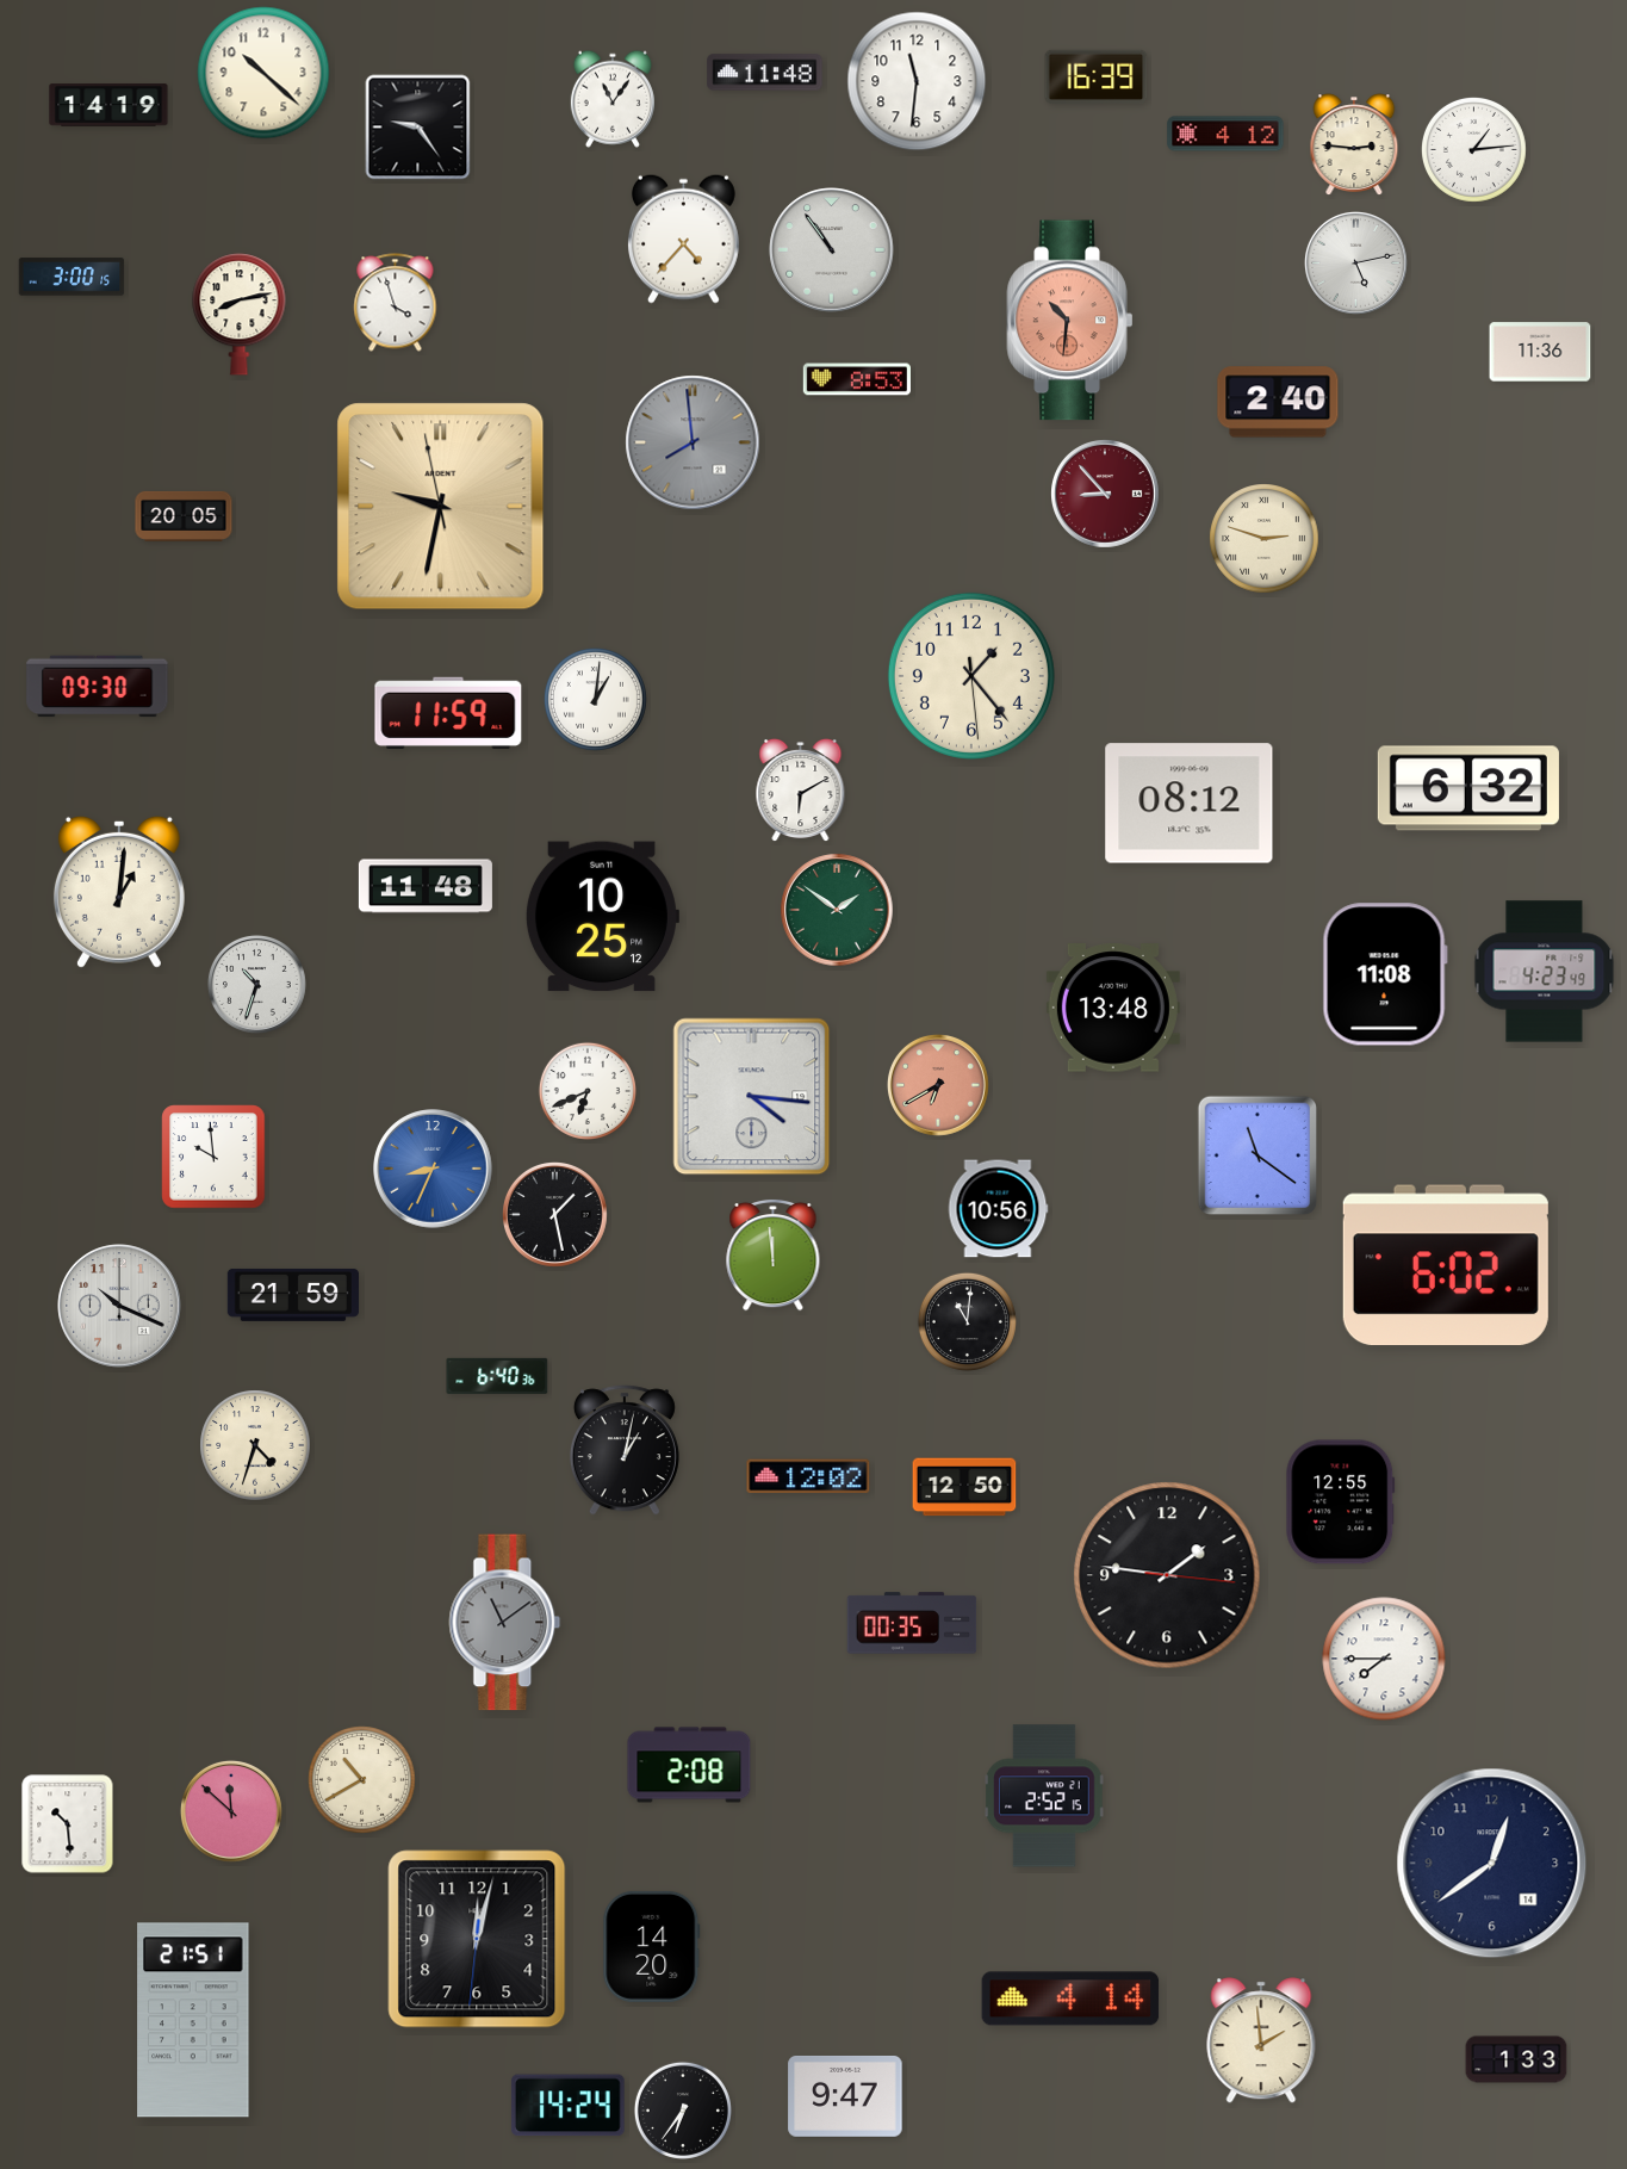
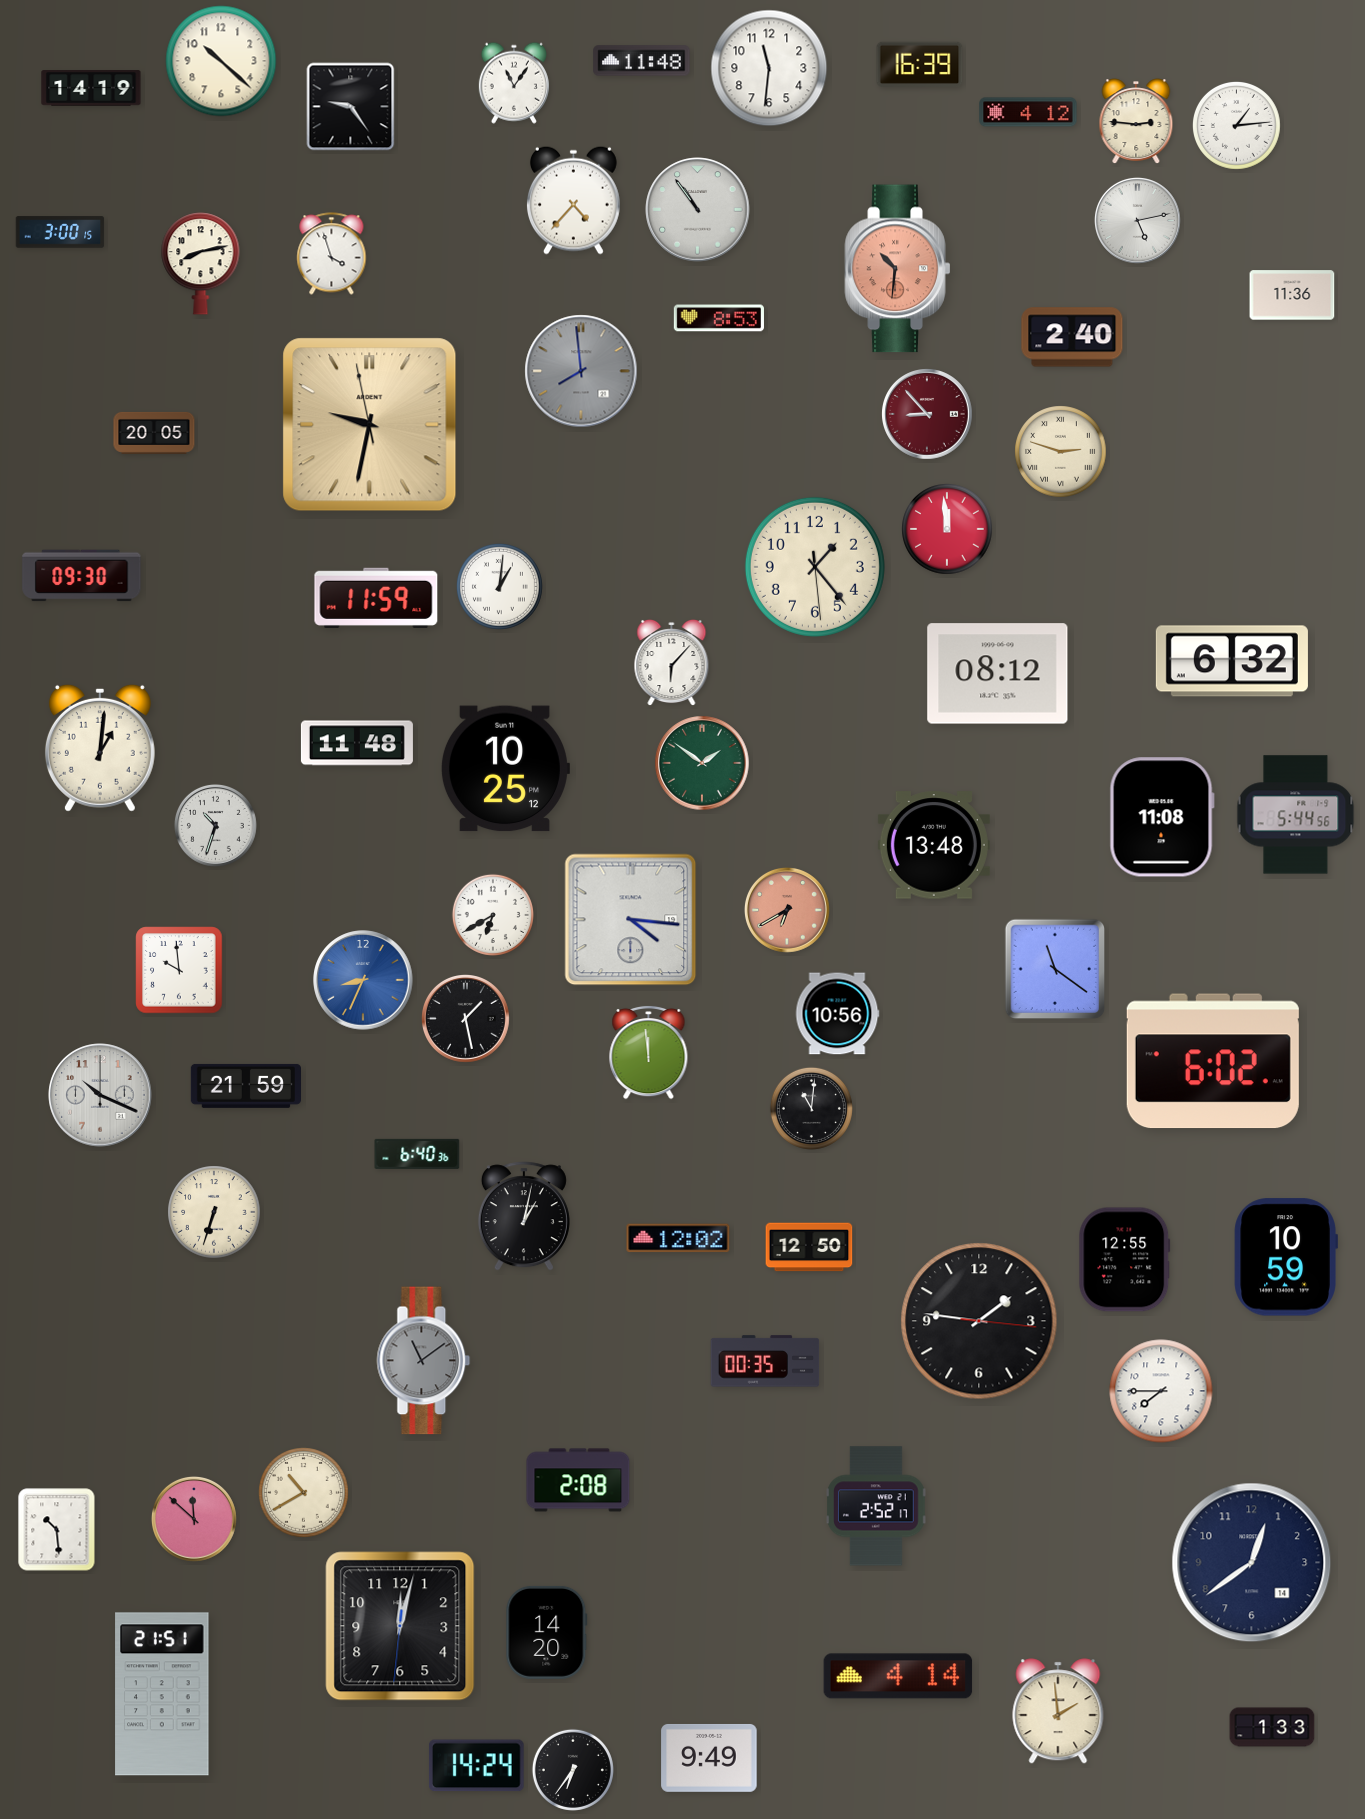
clock at (947, 529): none -> 11:59
clock at (801, 791): 6:10 -> 6:07
clock at (1545, 972): 4:23 -> 5:44
clock at (588, 1091): 6:41 -> 6:40
clock at (255, 1445): 4:33 -> 6:33
clock at (1286, 1257): none -> 10:59
clock at (1045, 1796): 2:52:15 -> 2:52:17
clock at (845, 2096): 9:47 -> 9:49
